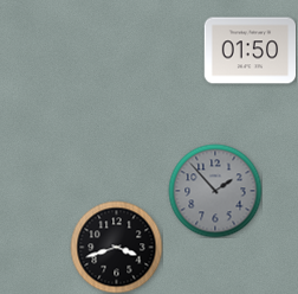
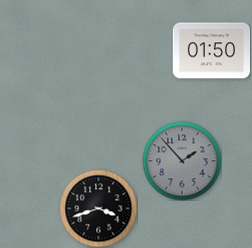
clock at (250, 51) position: (250, 51) -> (211, 51)
